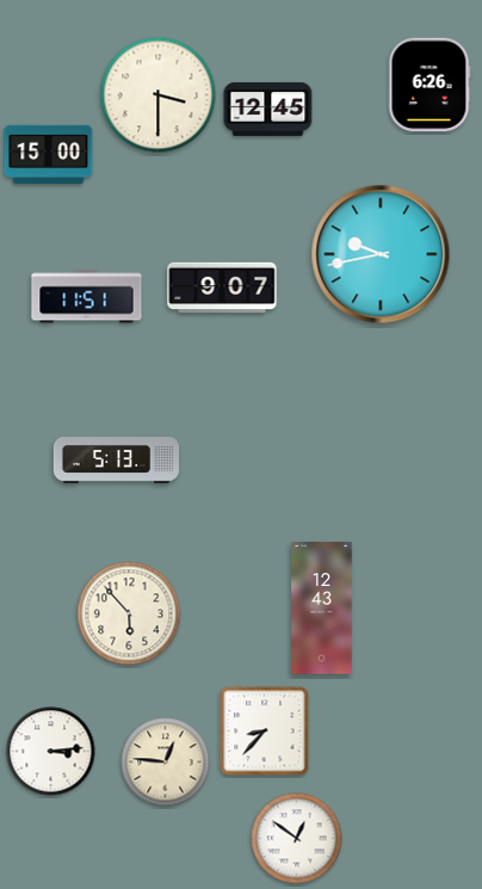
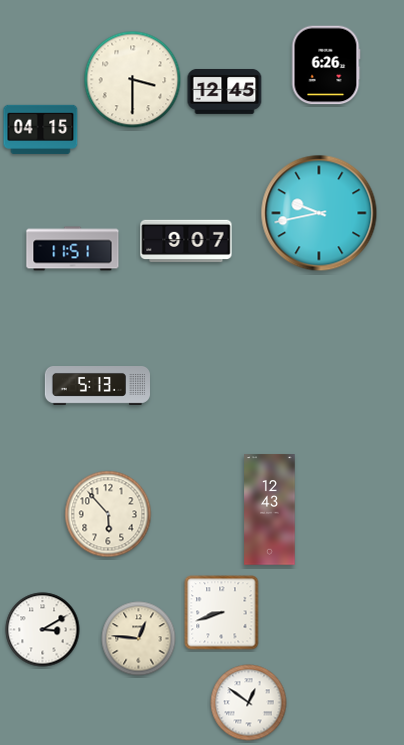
clock at (430, 85) position: (430, 85) -> (326, 65)
clock at (49, 154): 15:00 -> 04:15
clock at (265, 731): 8:37 -> 8:42
clock at (51, 752): 3:14 -> 3:10
